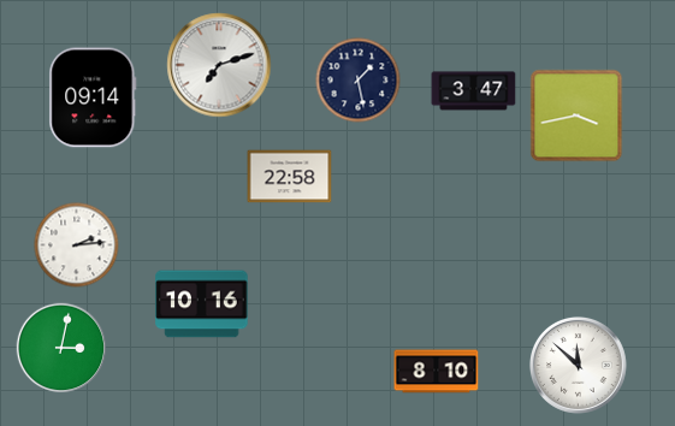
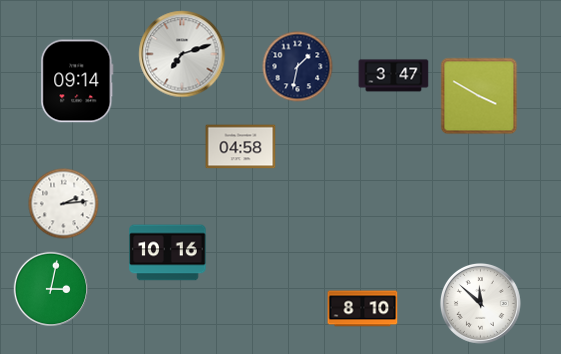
clock at (359, 81): 1:28 -> 1:32
clock at (576, 116): 3:43 -> 3:50
clock at (290, 177): 22:58 -> 04:58
